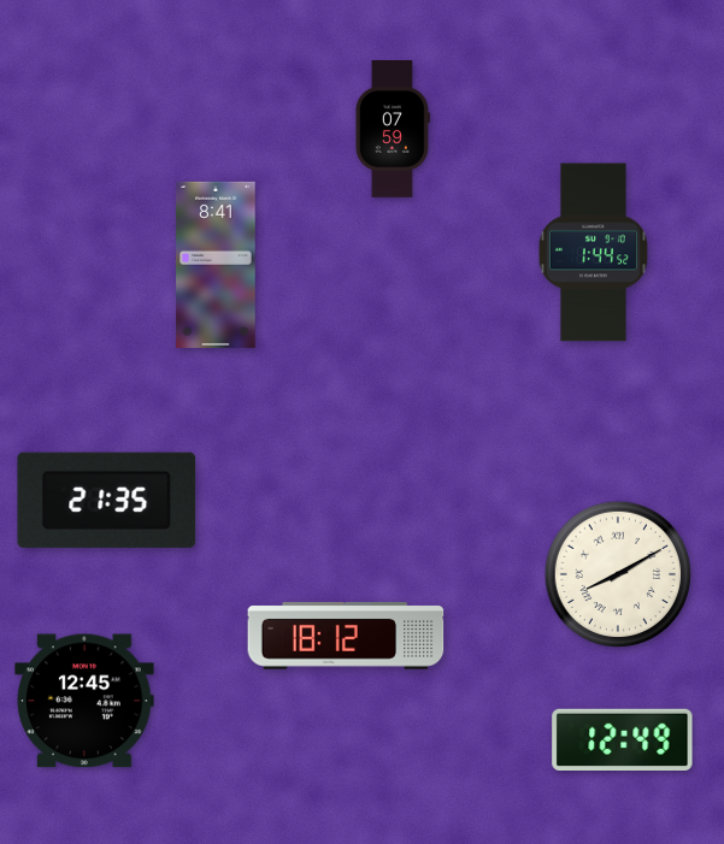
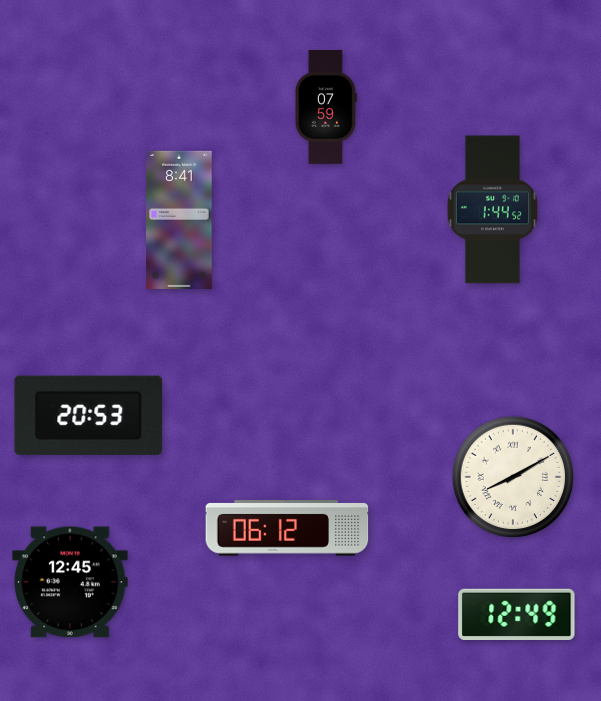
clock at (107, 500): 21:35 -> 20:53
clock at (346, 636): 18:12 -> 06:12
